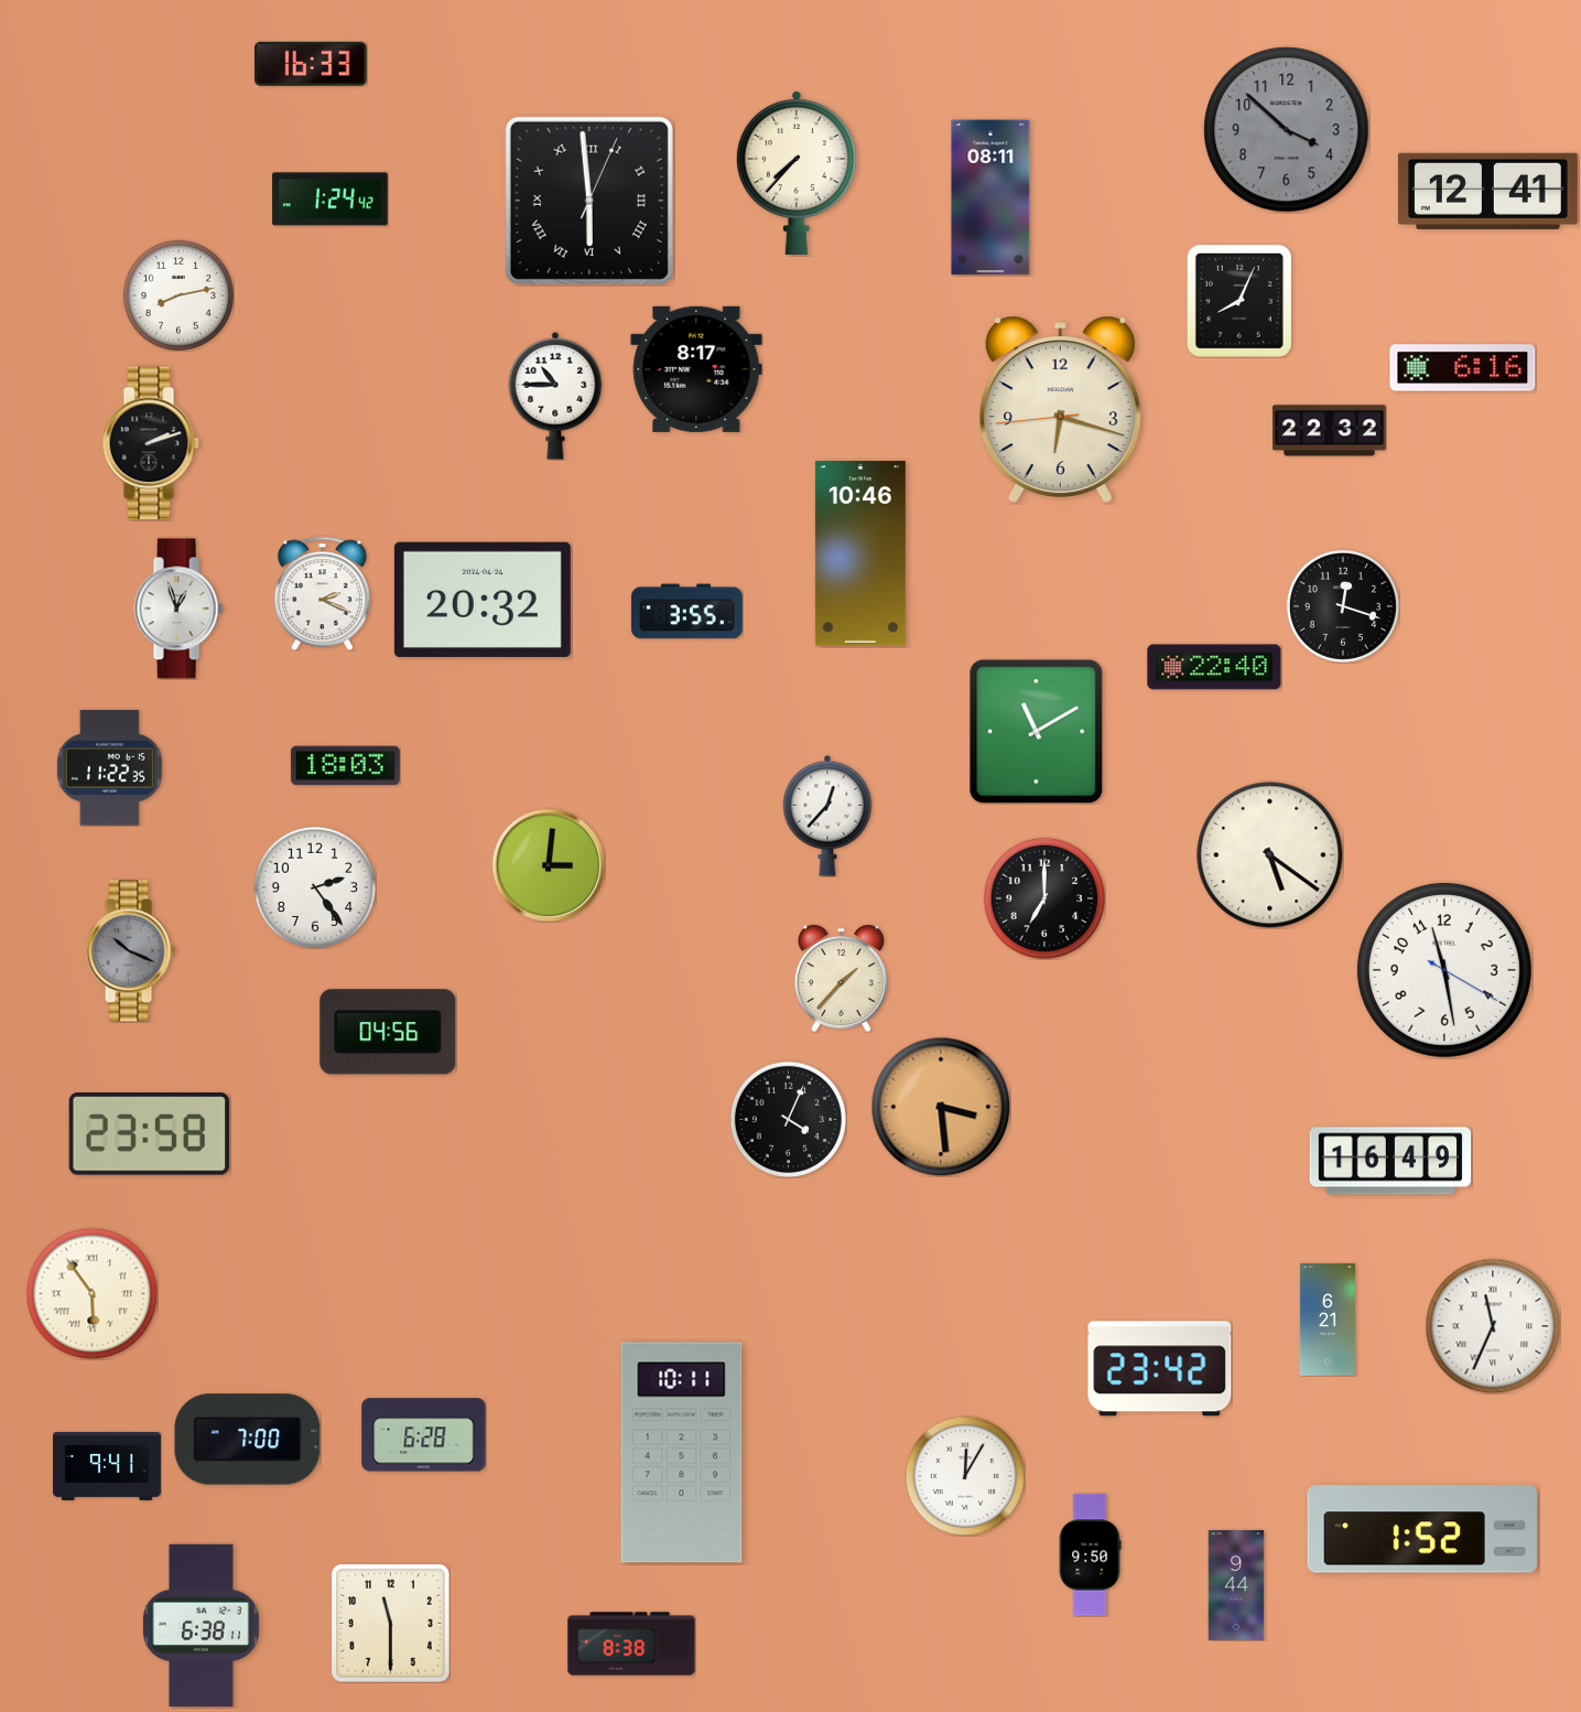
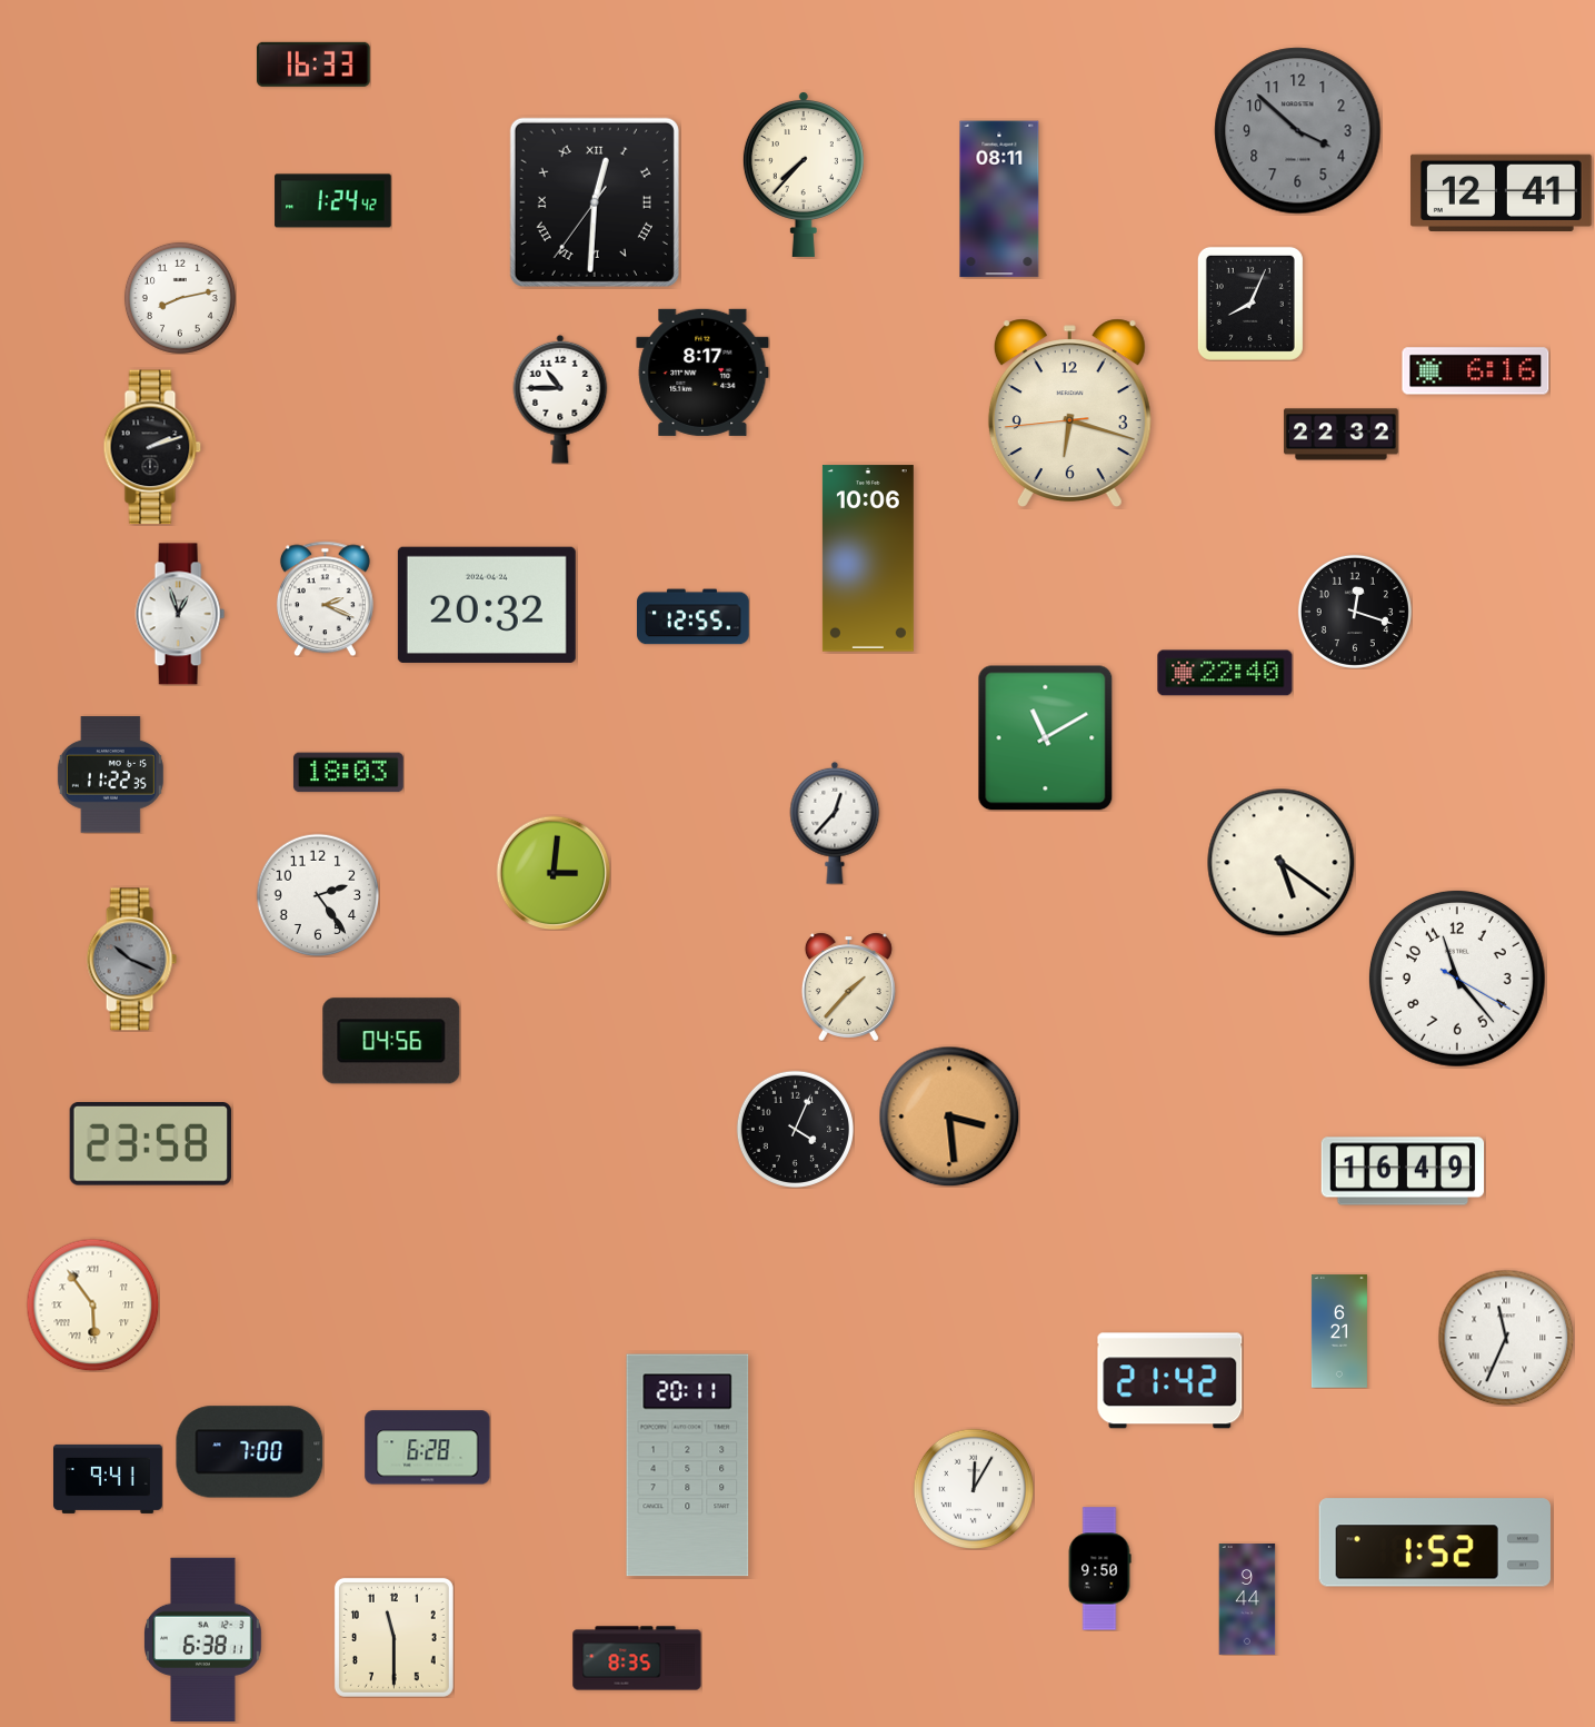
clock at (589, 201): 5:59 -> 12:30
clock at (860, 553): 10:46 -> 10:06
clock at (687, 612): 3:55 -> 12:55
clock at (1044, 898): 7:00 -> none
clock at (1444, 970): 11:28 -> 11:23
clock at (1160, 1369): 23:42 -> 21:42
clock at (682, 1453): 10:11 -> 20:11
clock at (631, 1644): 8:38 -> 8:35
